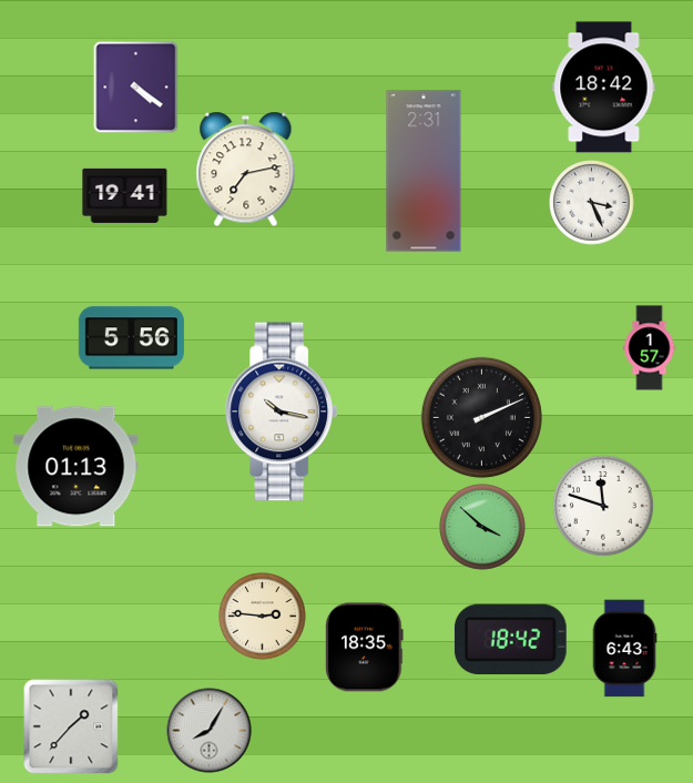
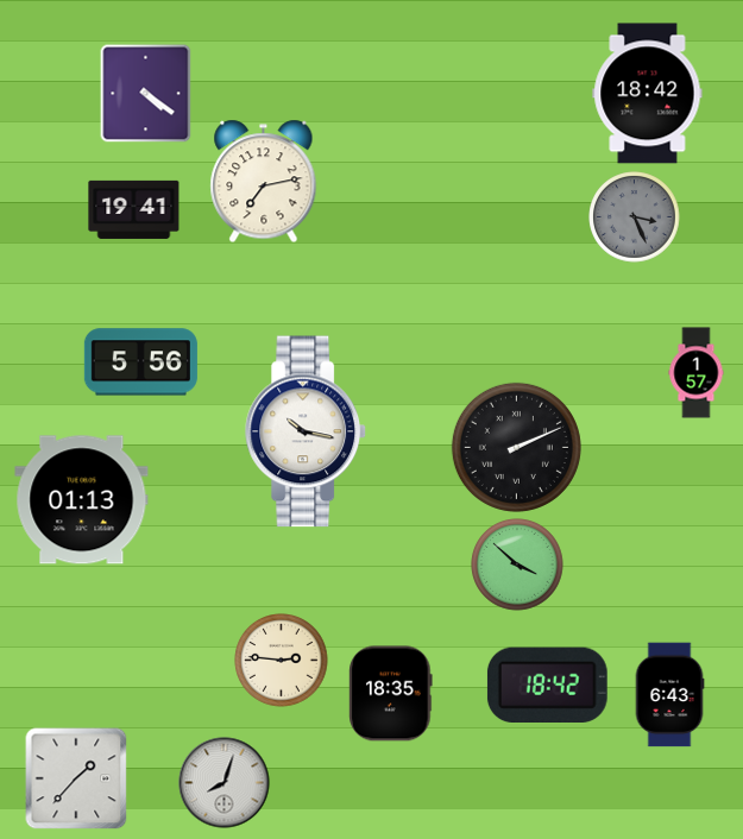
clock at (424, 171): 2:31 -> none
clock at (592, 203) dial: white -> grey
clock at (283, 411) position: (283, 411) -> (307, 431)
clock at (603, 506): 11:48 -> none
clock at (210, 731): 8:05 -> 8:03
